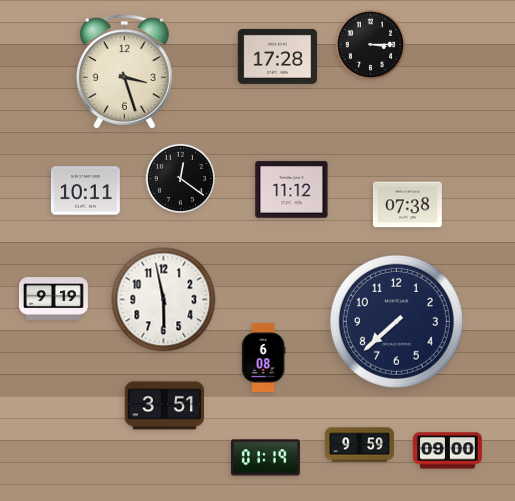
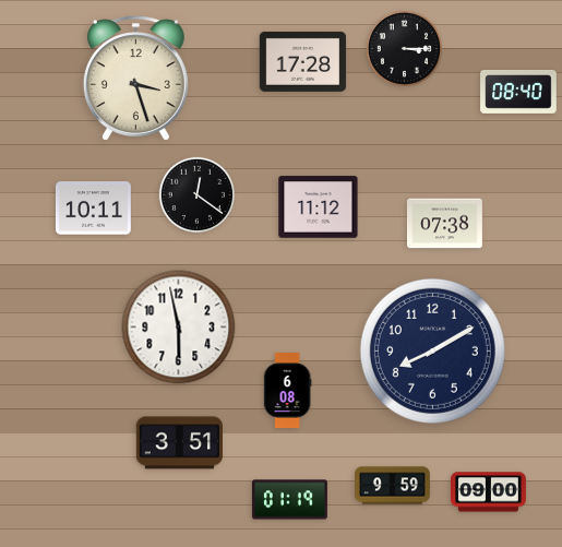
clock at (518, 93): none -> 08:40
clock at (54, 299): 9:19 -> none
clock at (396, 321): 7:38 -> 8:10
